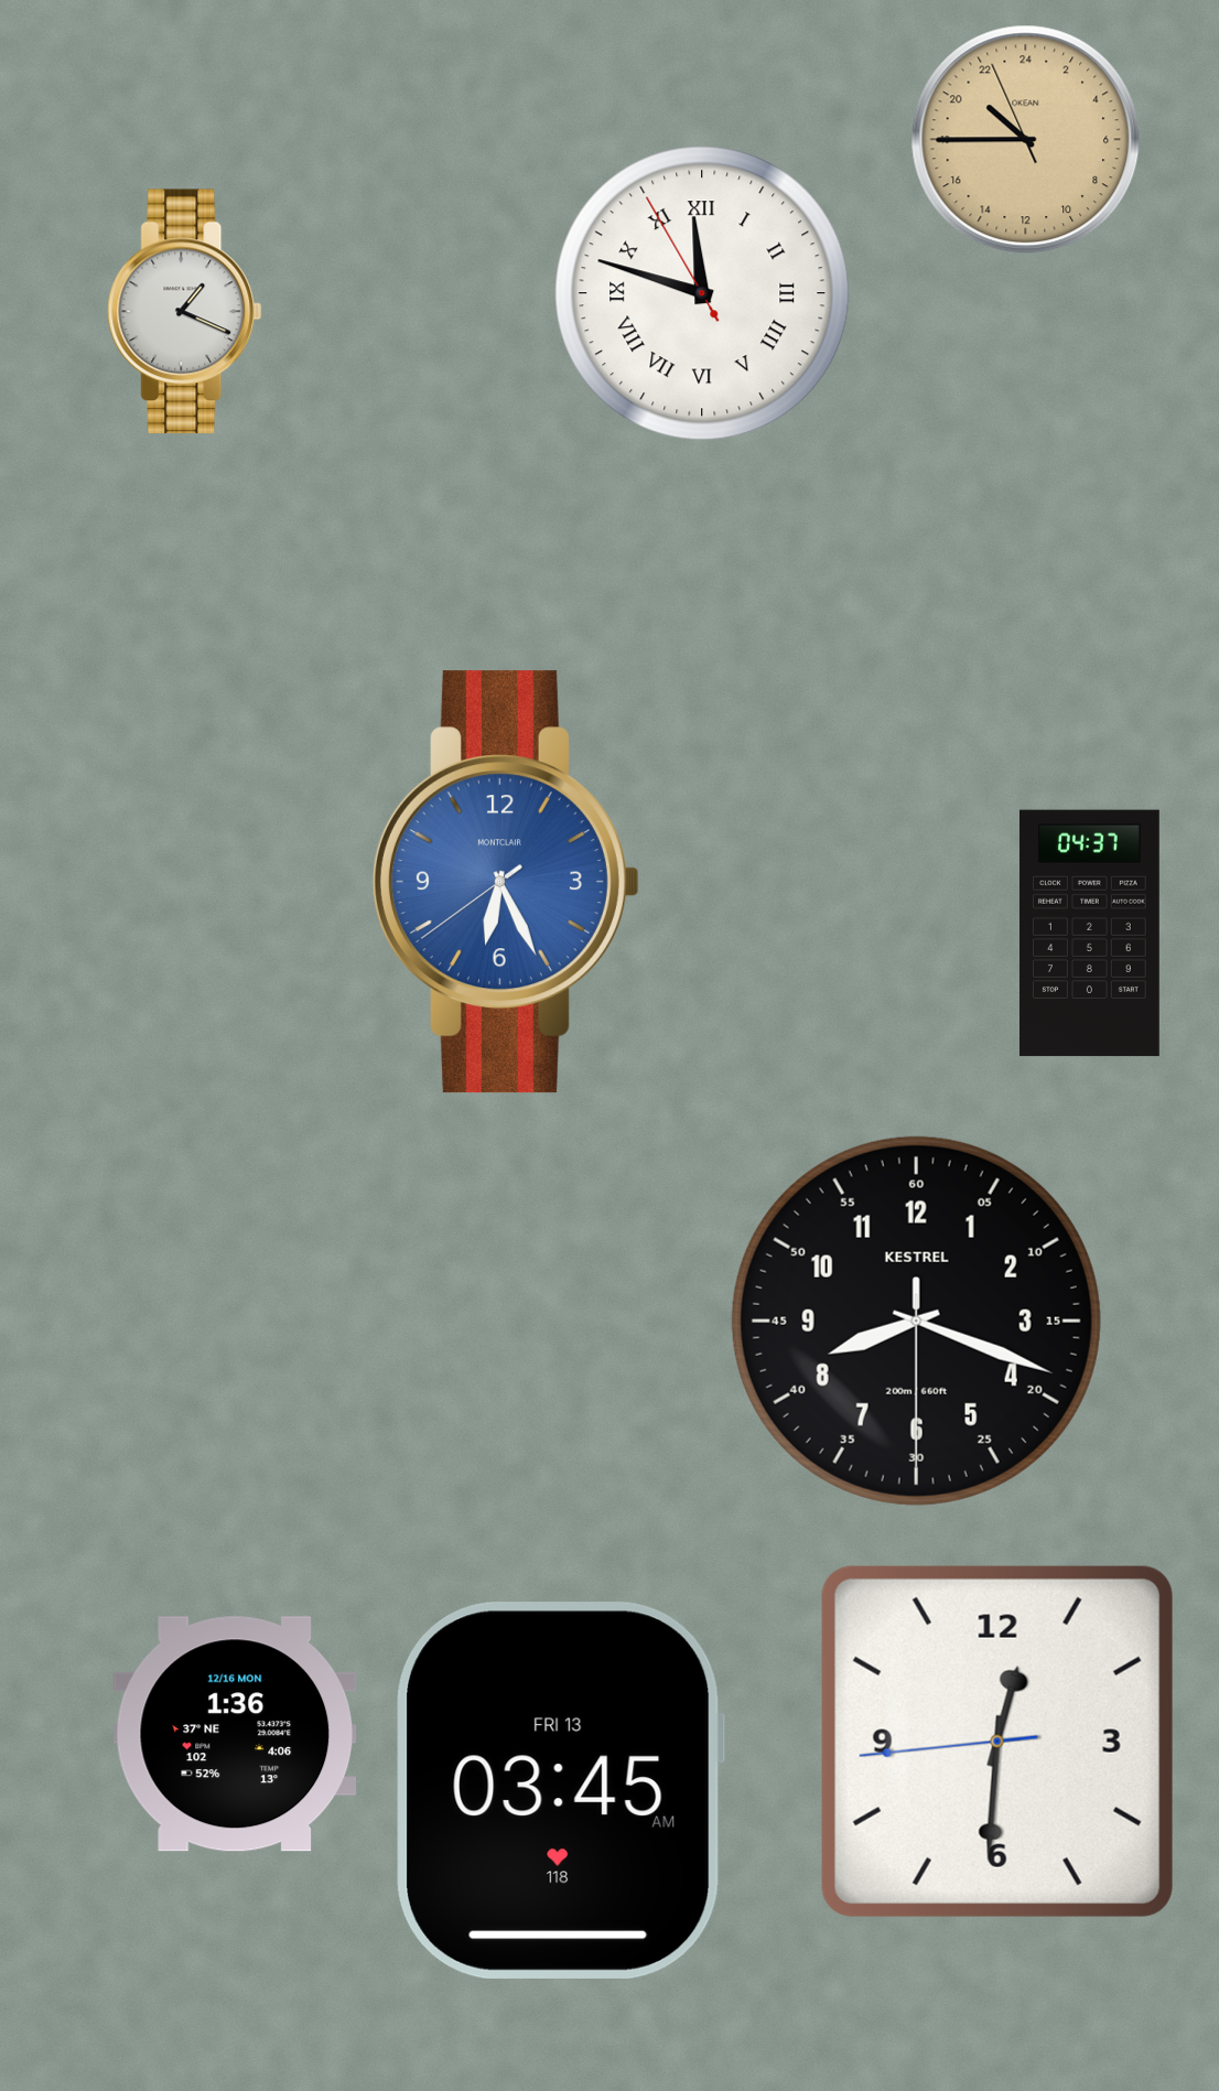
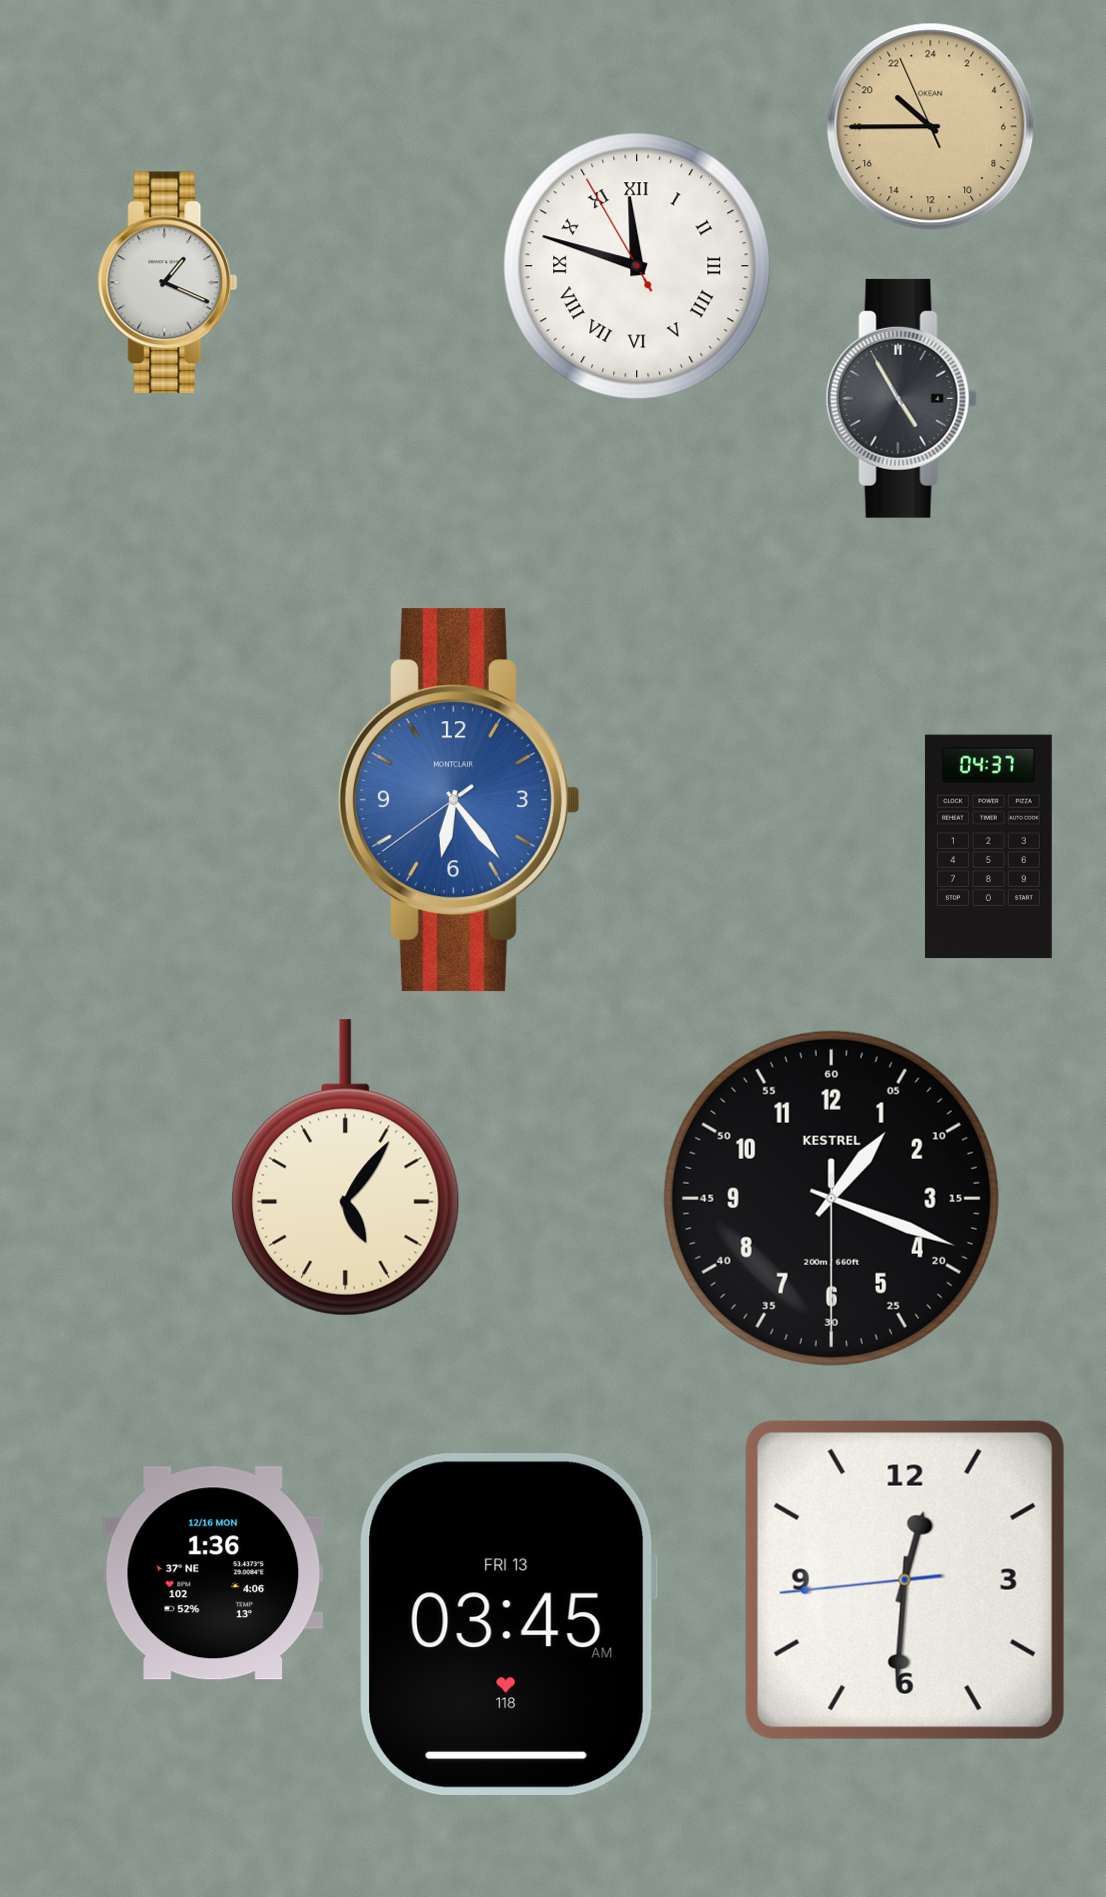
clock at (901, 398): none -> 4:55
clock at (506, 882): 6:25 -> 6:23
clock at (346, 1168): none -> 5:06
clock at (916, 1321): 8:18 -> 1:18
